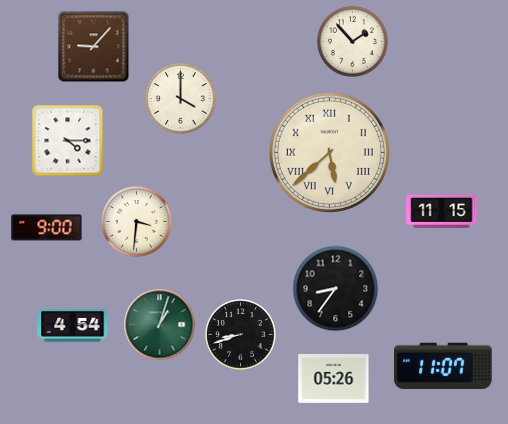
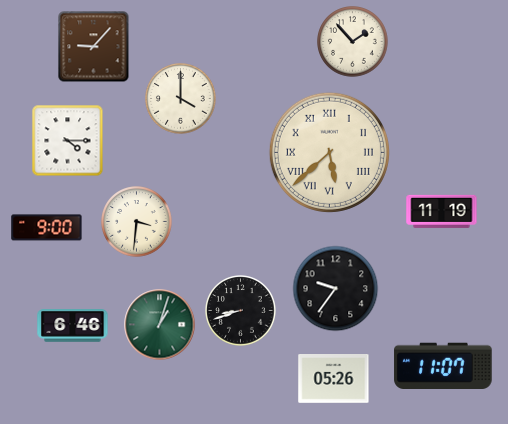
clock at (442, 211): 11:15 -> 11:19
clock at (336, 289): 8:36 -> 9:36
clock at (73, 326): 4:54 -> 6:46
clock at (241, 335) position: (241, 335) -> (241, 311)
